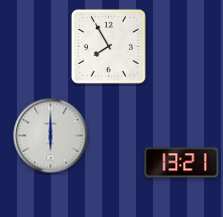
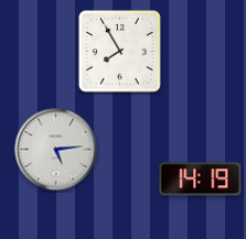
clock at (51, 136): 6:00 -> 5:14
clock at (182, 163): 13:21 -> 14:19
